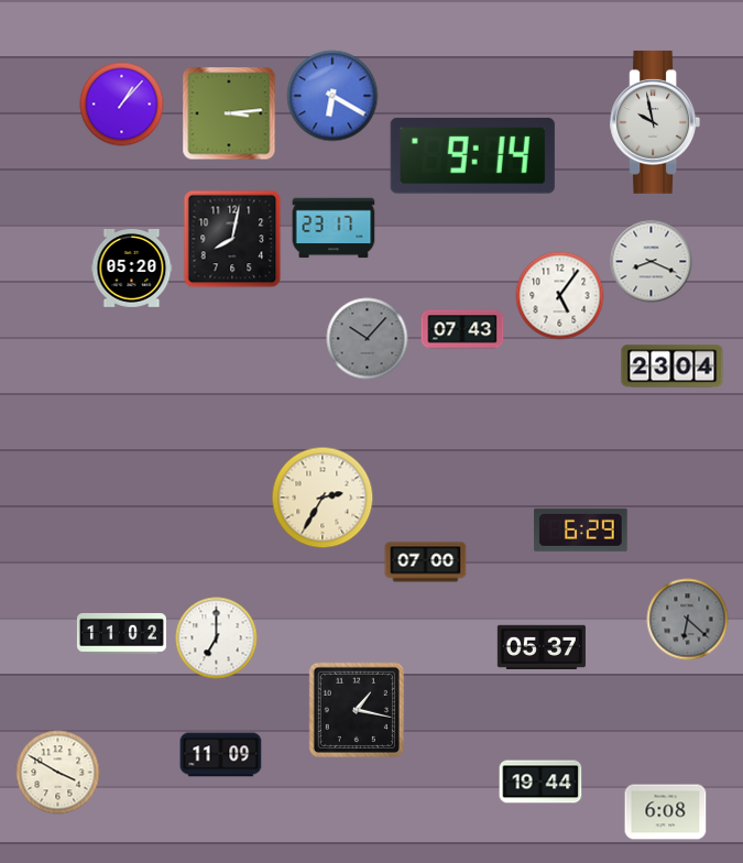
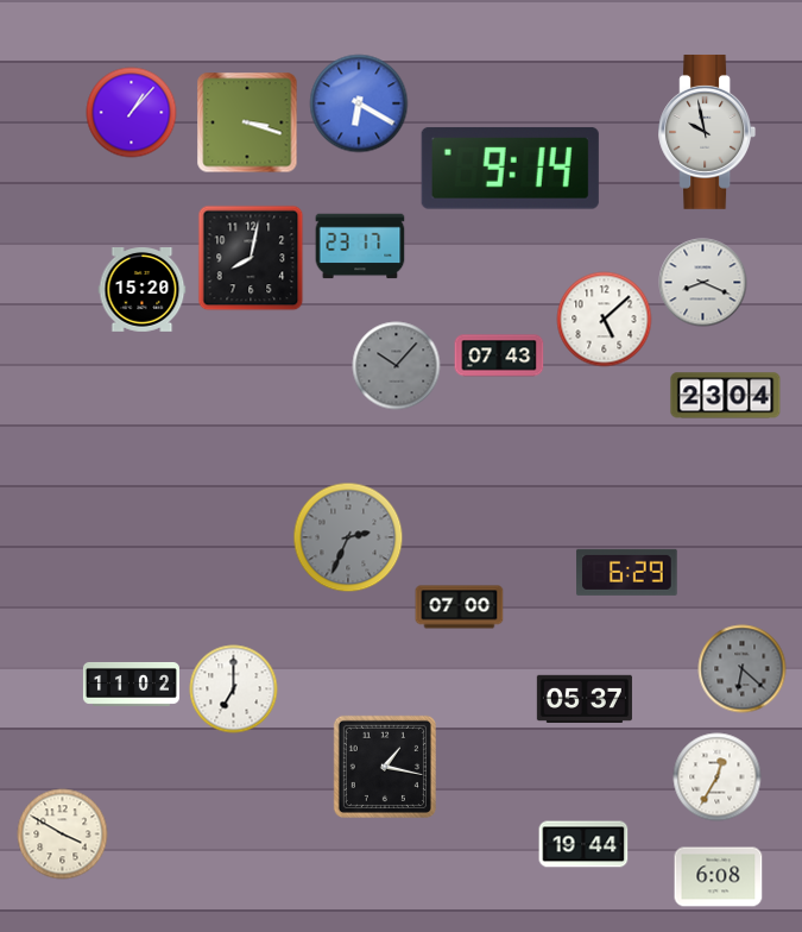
clock at (229, 113): 3:14 -> 3:18
clock at (132, 269): 05:20 -> 15:20
clock at (560, 296): 5:06 -> 5:08
clock at (323, 498): 2:35 -> 2:34
clock at (323, 498) dial: cream -> grey
clock at (718, 777): none -> 12:35
clock at (221, 755): 11:09 -> none
